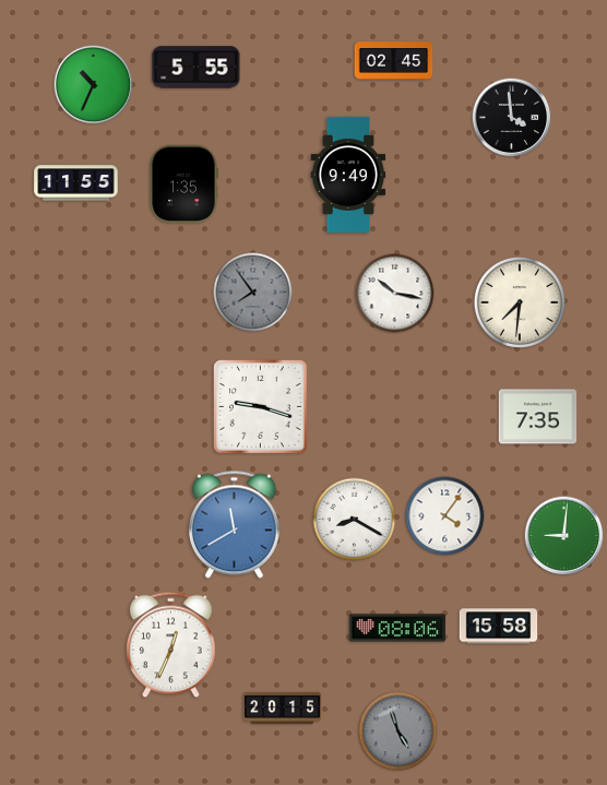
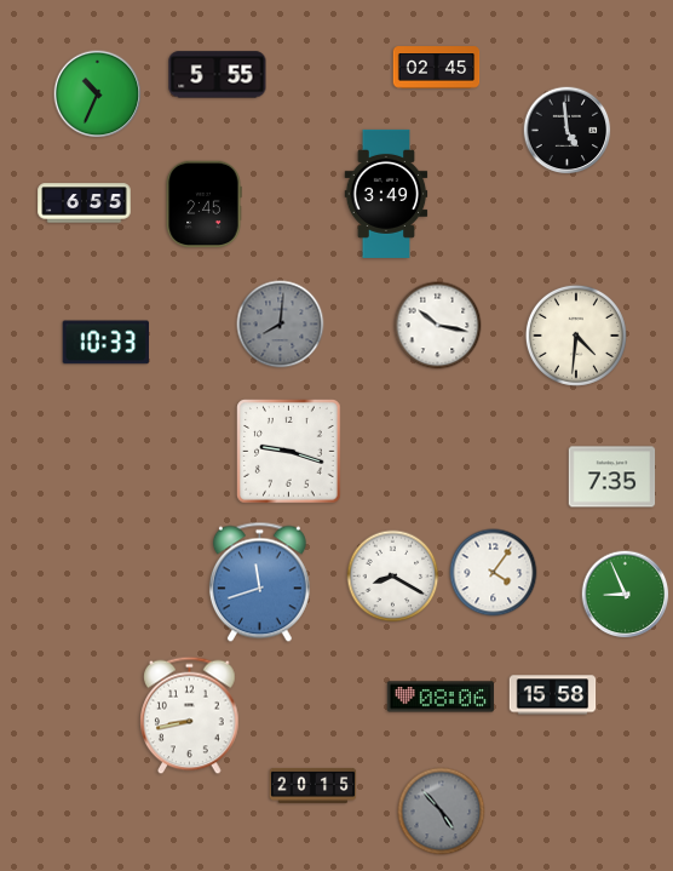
clock at (94, 85) position: (94, 85) -> (98, 94)
clock at (512, 118): 3:59 -> 4:59
clock at (348, 175): 9:49 -> 3:49
clock at (76, 183): 11:55 -> 6:55
clock at (183, 185): 1:35 -> 2:45
clock at (253, 293): 7:54 -> 8:01
clock at (520, 302): 7:31 -> 4:31
clock at (105, 343): none -> 10:33
clock at (538, 417) position: (538, 417) -> (612, 477)
clock at (234, 525): 11:40 -> 11:42
clock at (564, 536): 9:01 -> 8:56
clock at (171, 645): 12:34 -> 8:43
clock at (398, 732): 4:57 -> 4:53
